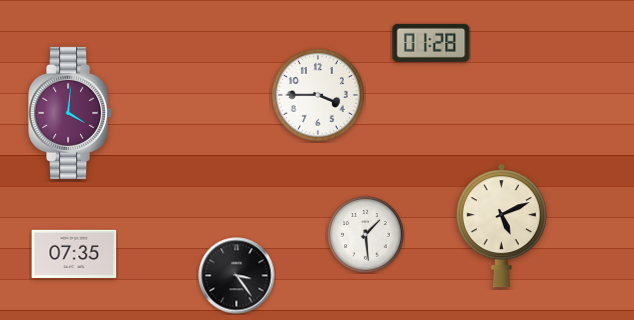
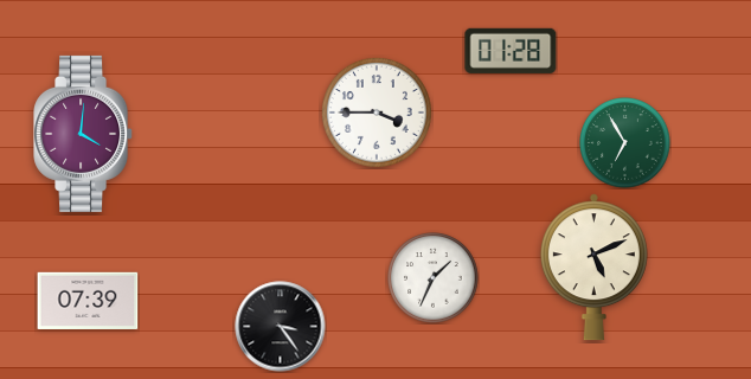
clock at (625, 143): none -> 6:55
clock at (366, 235): 1:29 -> 1:34
clock at (74, 253): 07:35 -> 07:39
